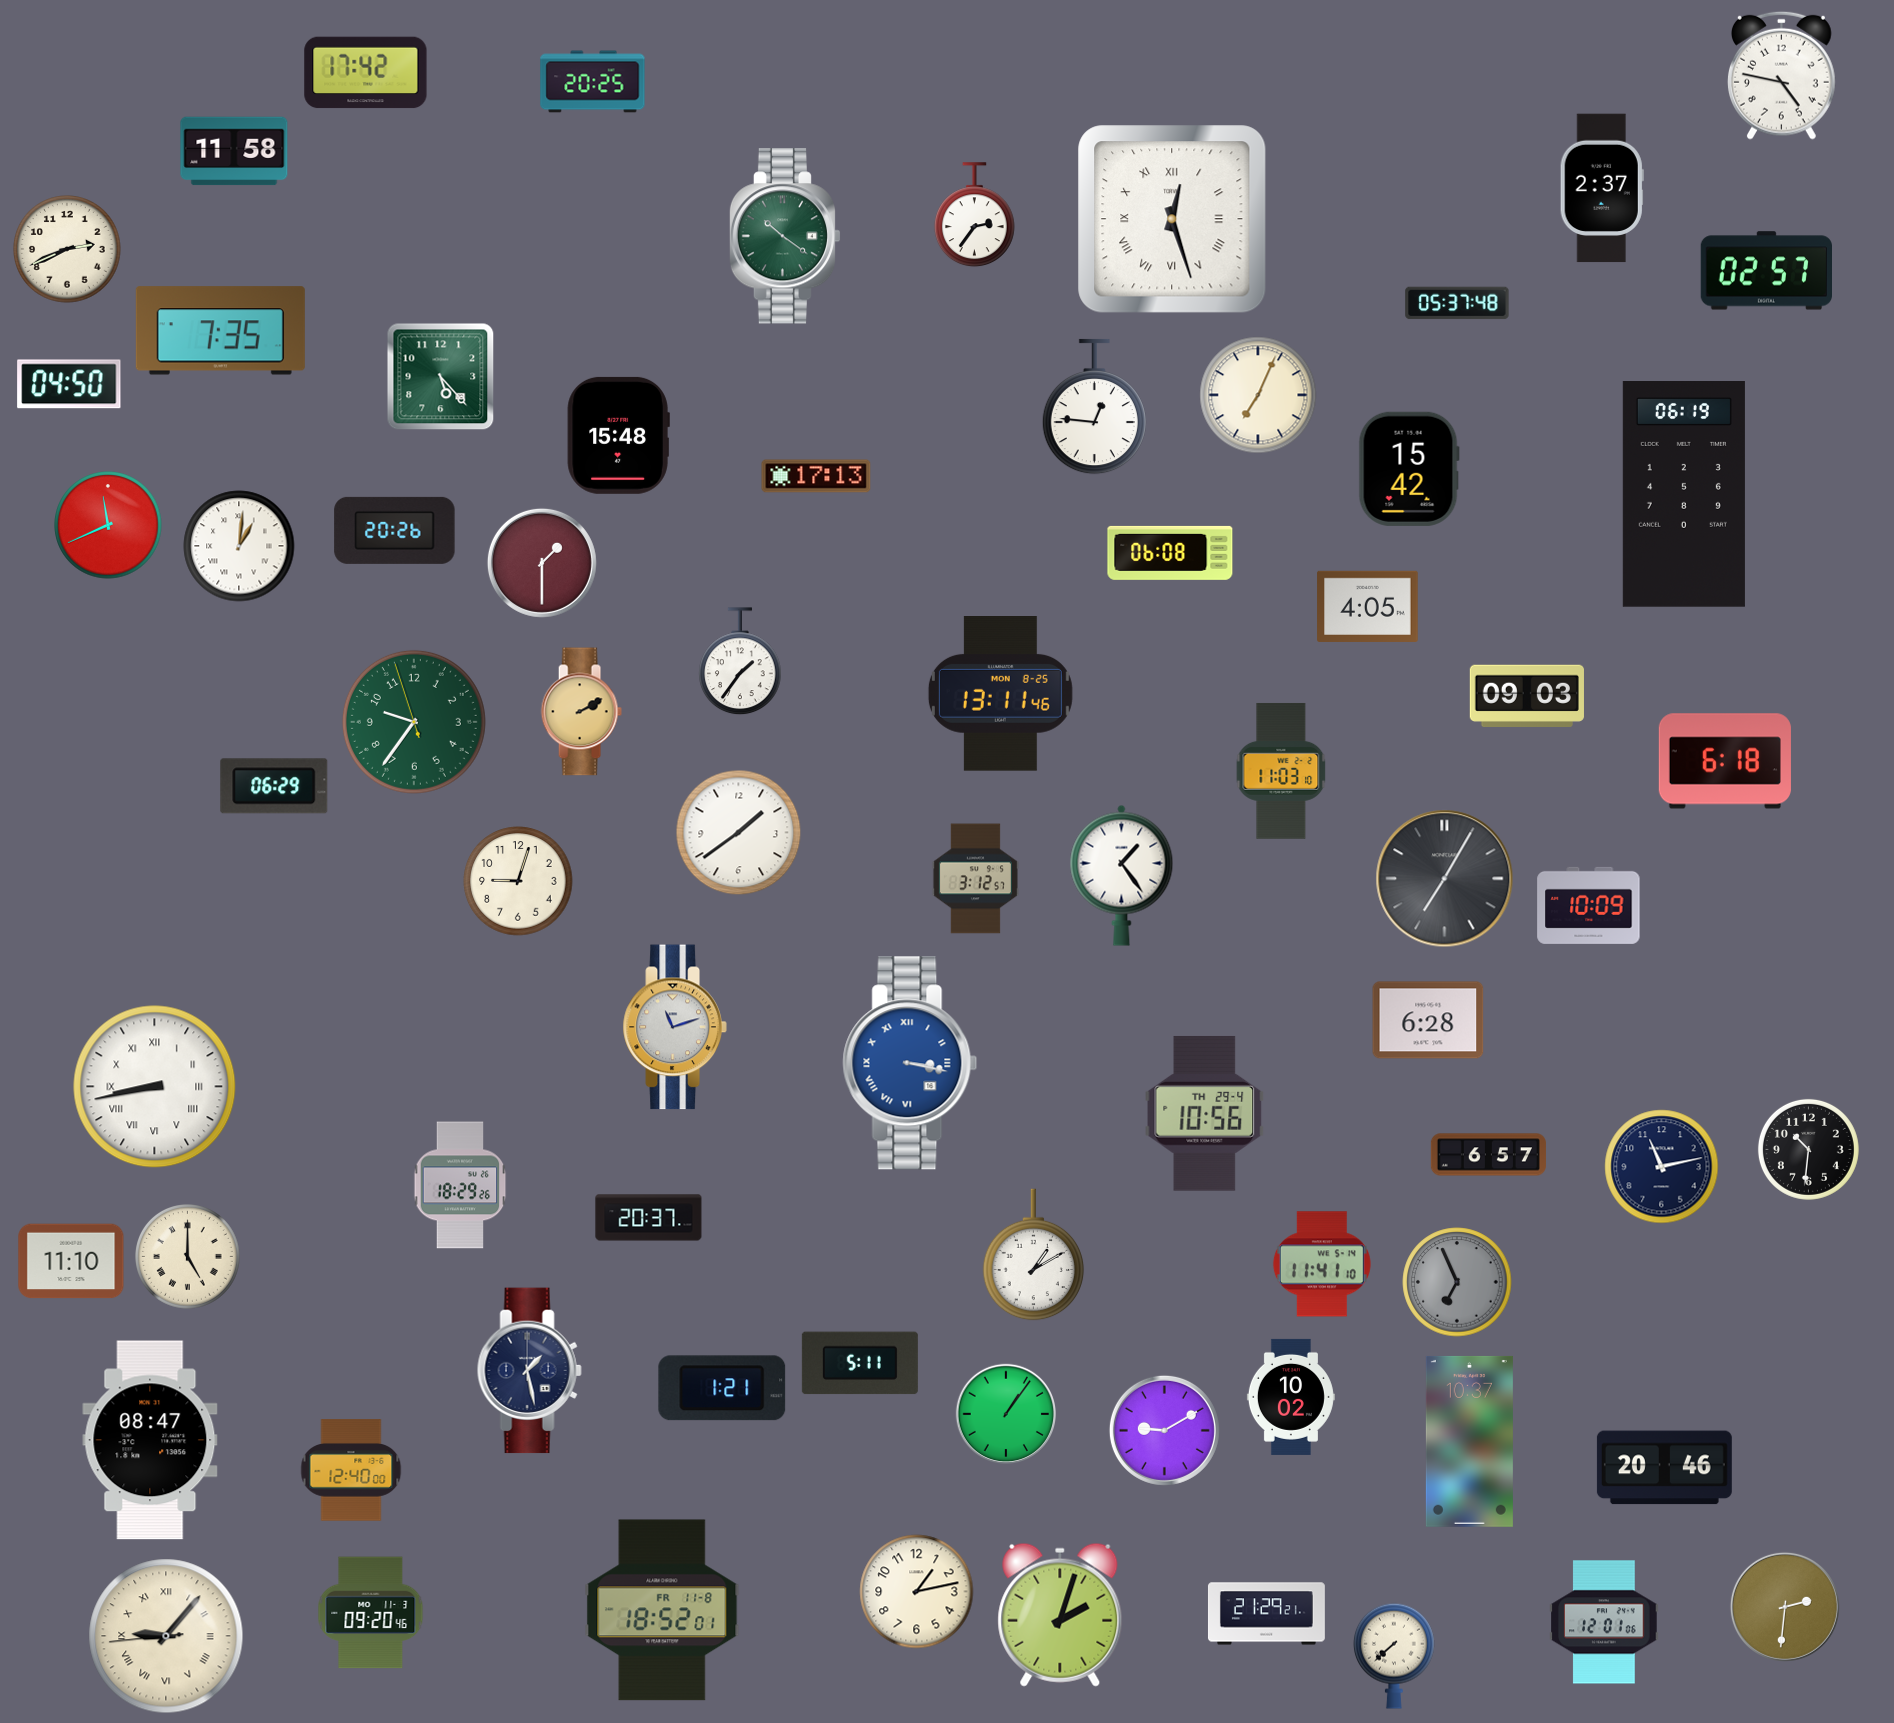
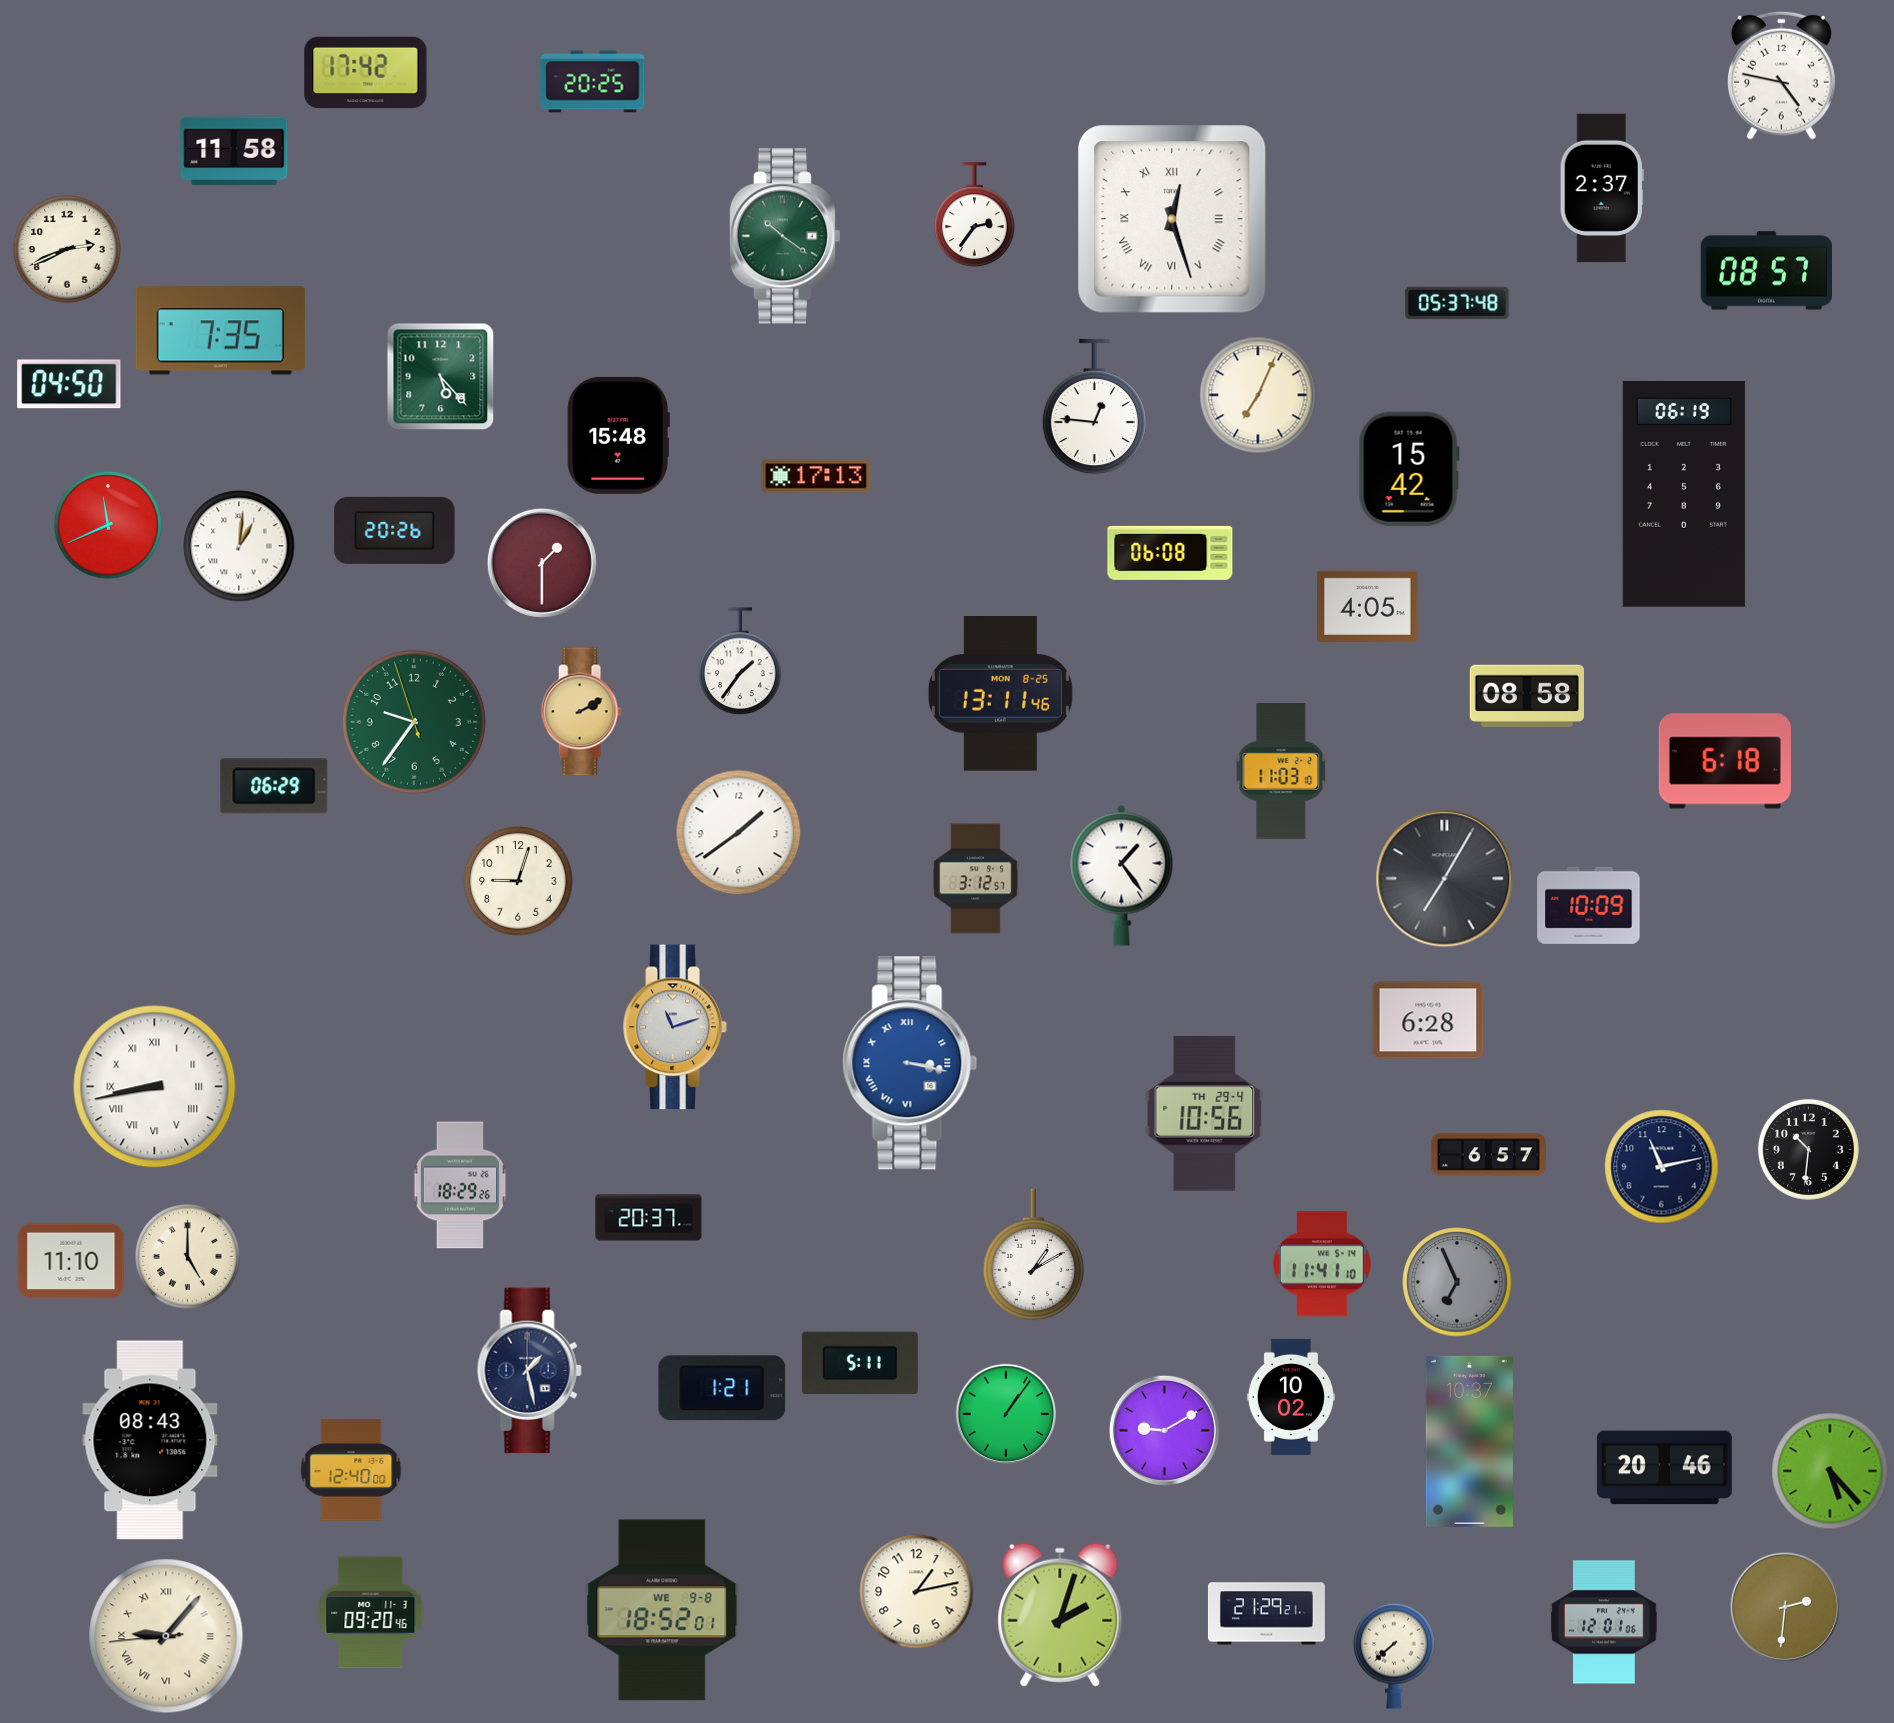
clock at (1766, 271): 02:57 -> 08:57
clock at (1527, 695): 09:03 -> 08:58
clock at (150, 1440): 08:47 -> 08:43
clock at (1830, 1471): none -> 5:23
clock at (662, 1610) date: FR 11-8 -> WE 9-8
